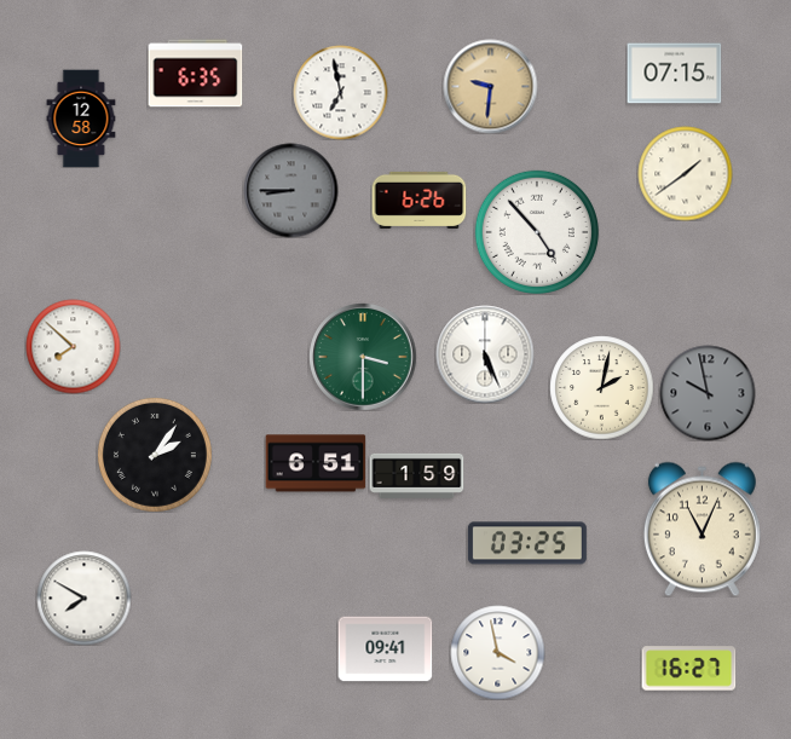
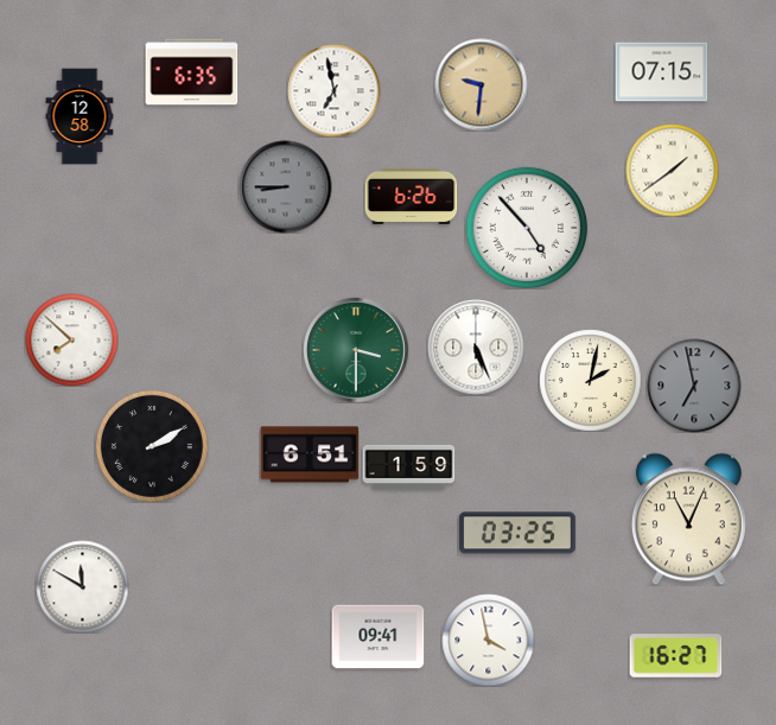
clock at (708, 393): 9:58 -> 6:58
clock at (155, 455): 2:06 -> 2:10
clock at (83, 597): 7:50 -> 11:50
